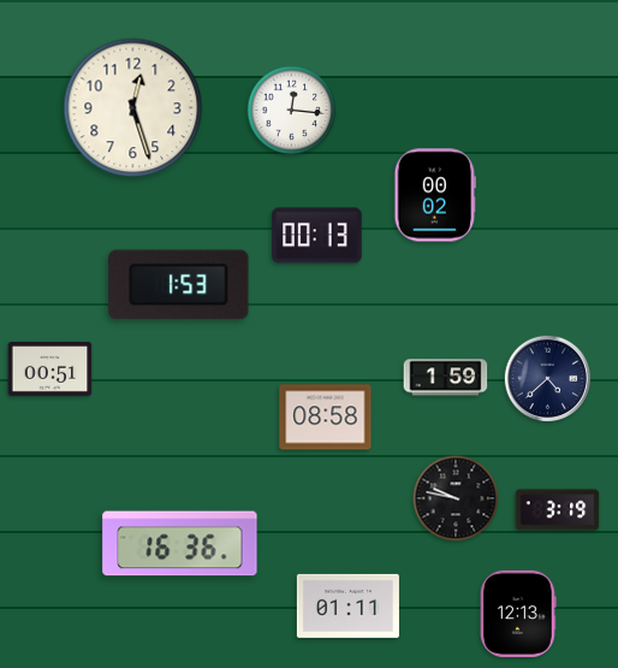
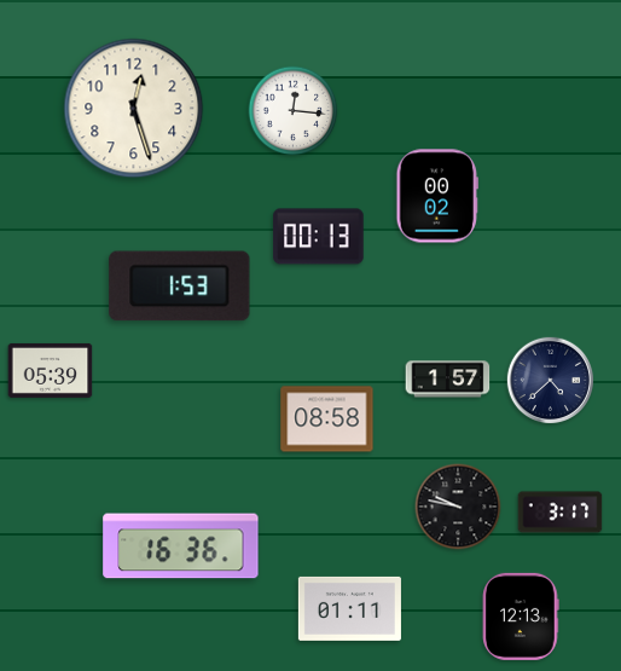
clock at (50, 368): 00:51 -> 05:39
clock at (446, 378): 1:59 -> 1:57
clock at (456, 498) position: (456, 498) -> (458, 507)
clock at (558, 510): 3:19 -> 3:17
